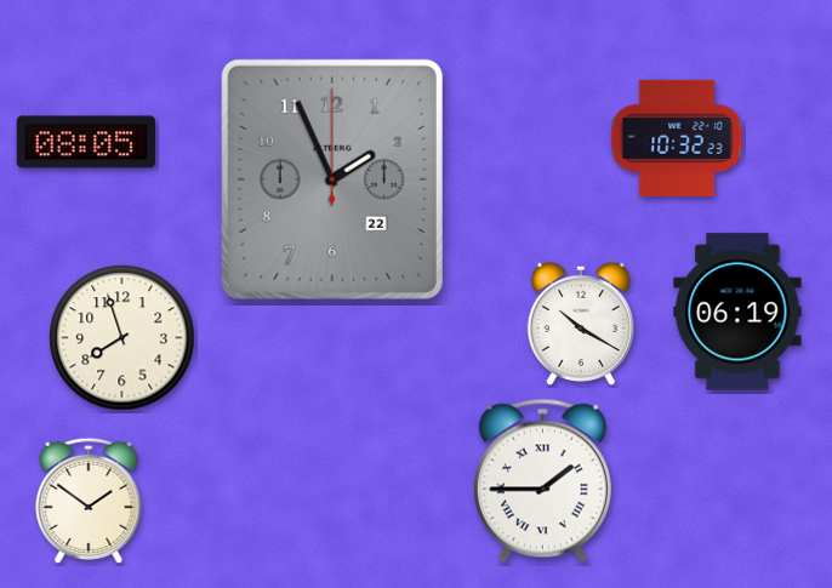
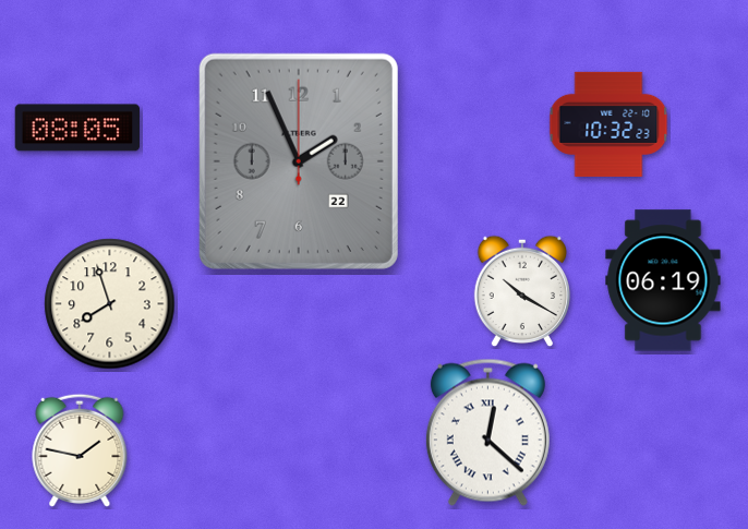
clock at (542, 480): 1:45 -> 12:22
clock at (89, 501): 1:51 -> 1:47
